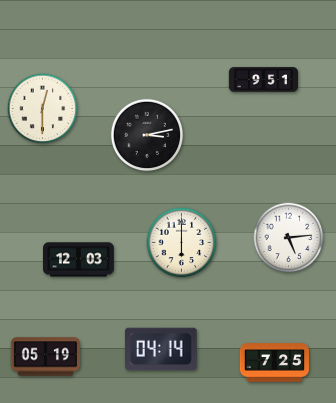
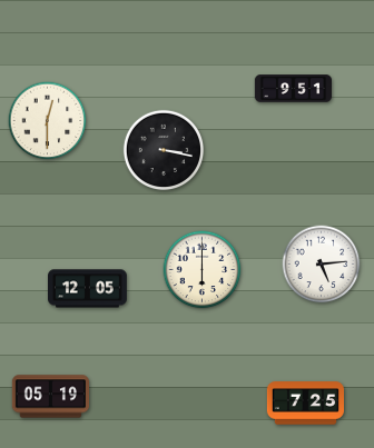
clock at (147, 135): 3:13 -> 3:17
clock at (79, 260): 12:03 -> 12:05
clock at (162, 349): 04:14 -> none
